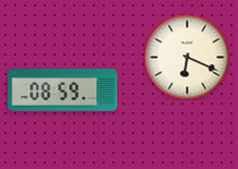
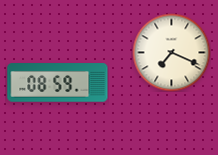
clock at (187, 57): 6:19 -> 7:19
